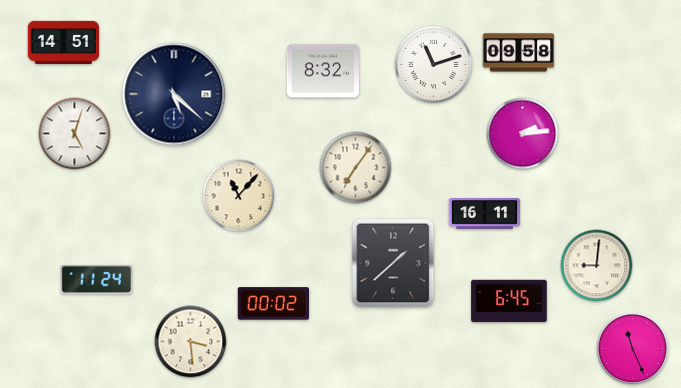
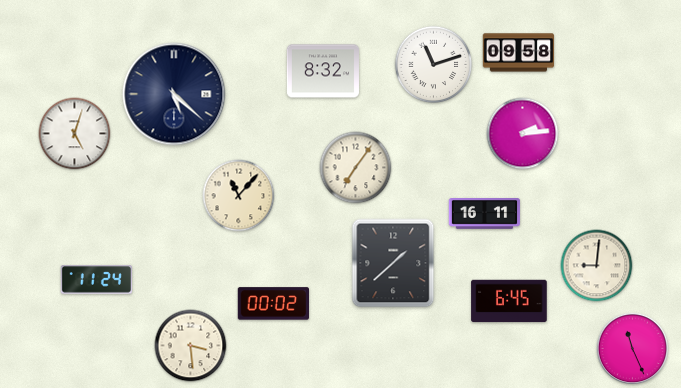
clock at (64, 42): 14:51 -> none
clock at (191, 342) position: (191, 342) -> (191, 346)
